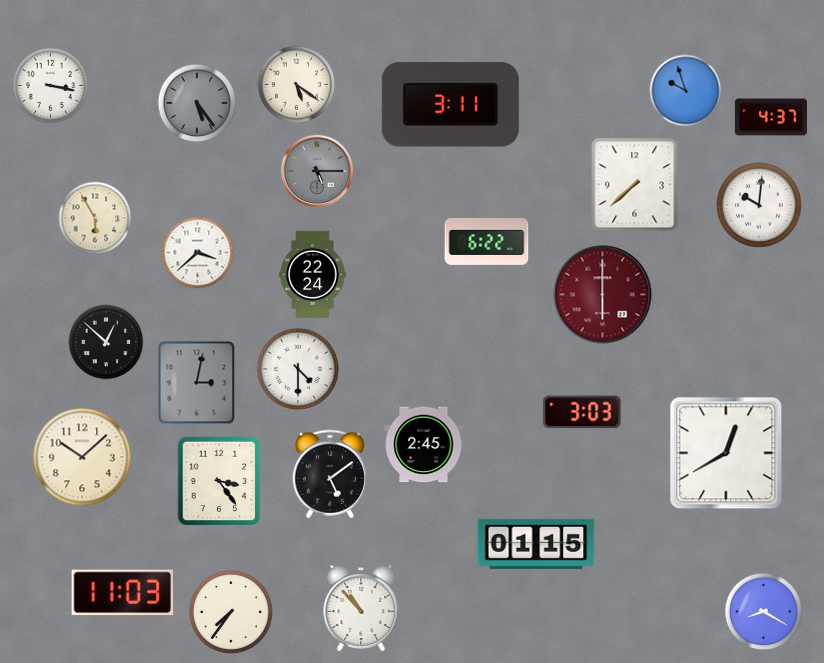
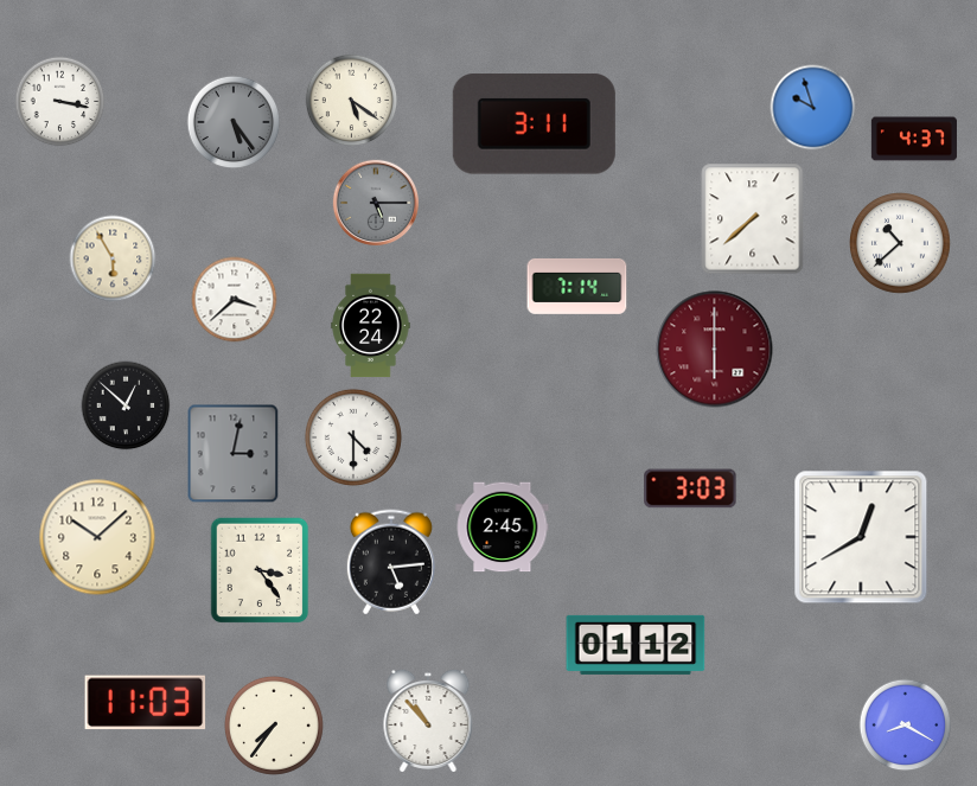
clock at (760, 206): 10:01 -> 10:38
clock at (487, 241): 6:22 -> 7:14
clock at (82, 457) position: (82, 457) -> (97, 537)
clock at (330, 474): 5:09 -> 5:14
clock at (536, 544): 01:15 -> 01:12
